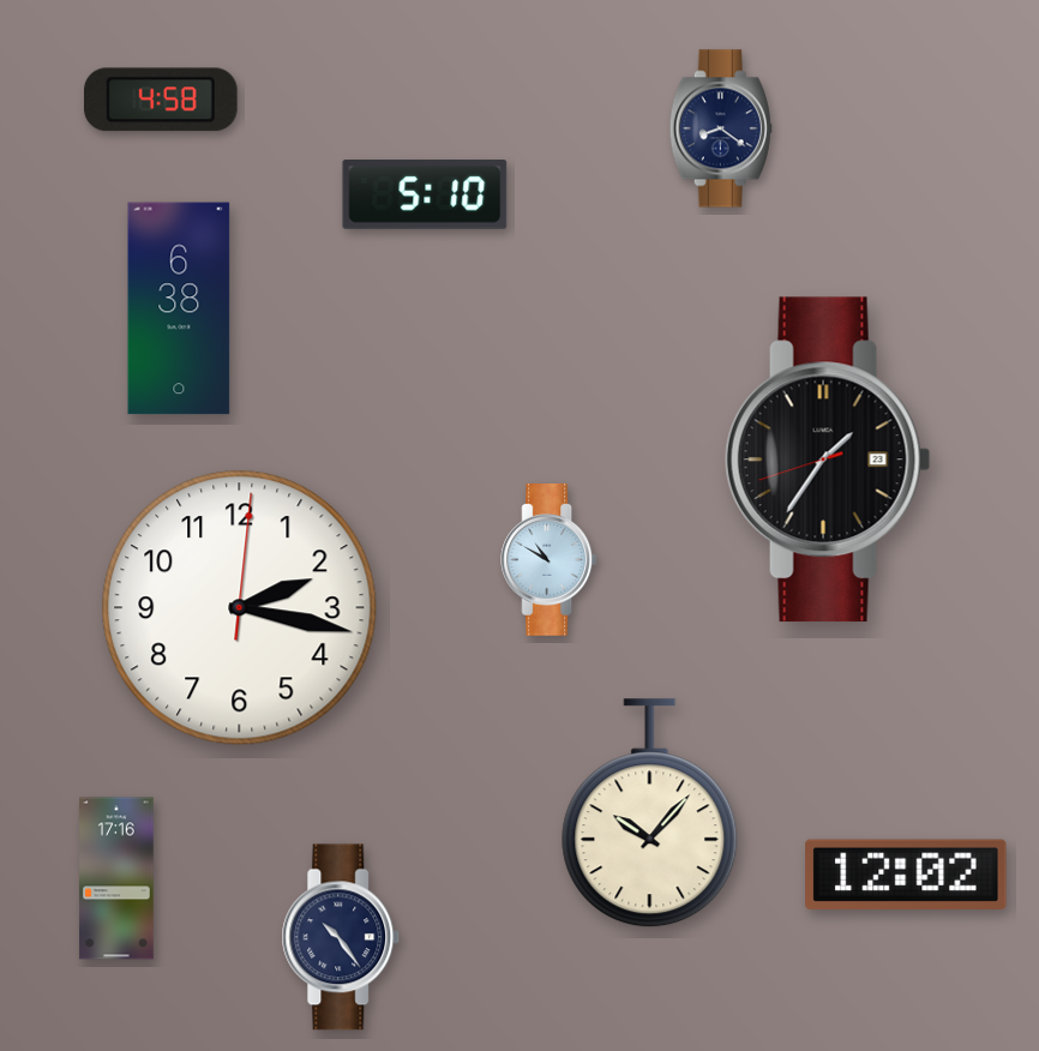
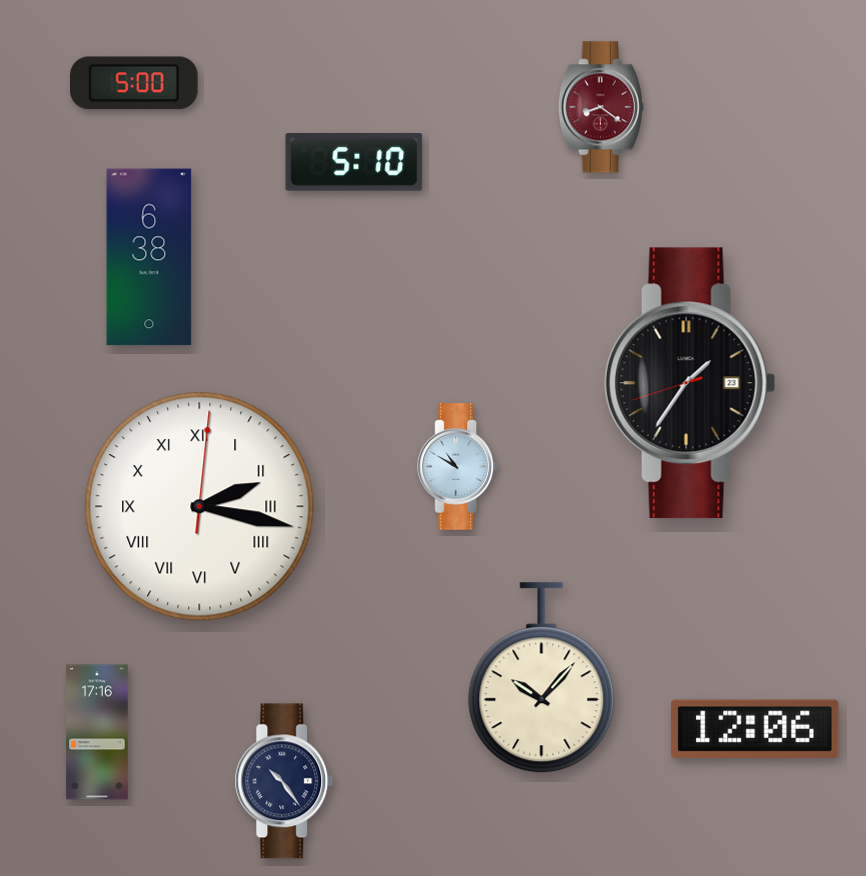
clock at (162, 100): 4:58 -> 5:00
clock at (721, 128) dial: navy -> burgundy
clock at (240, 608) numerals: Arabic -> Roman
clock at (906, 873): 12:02 -> 12:06
